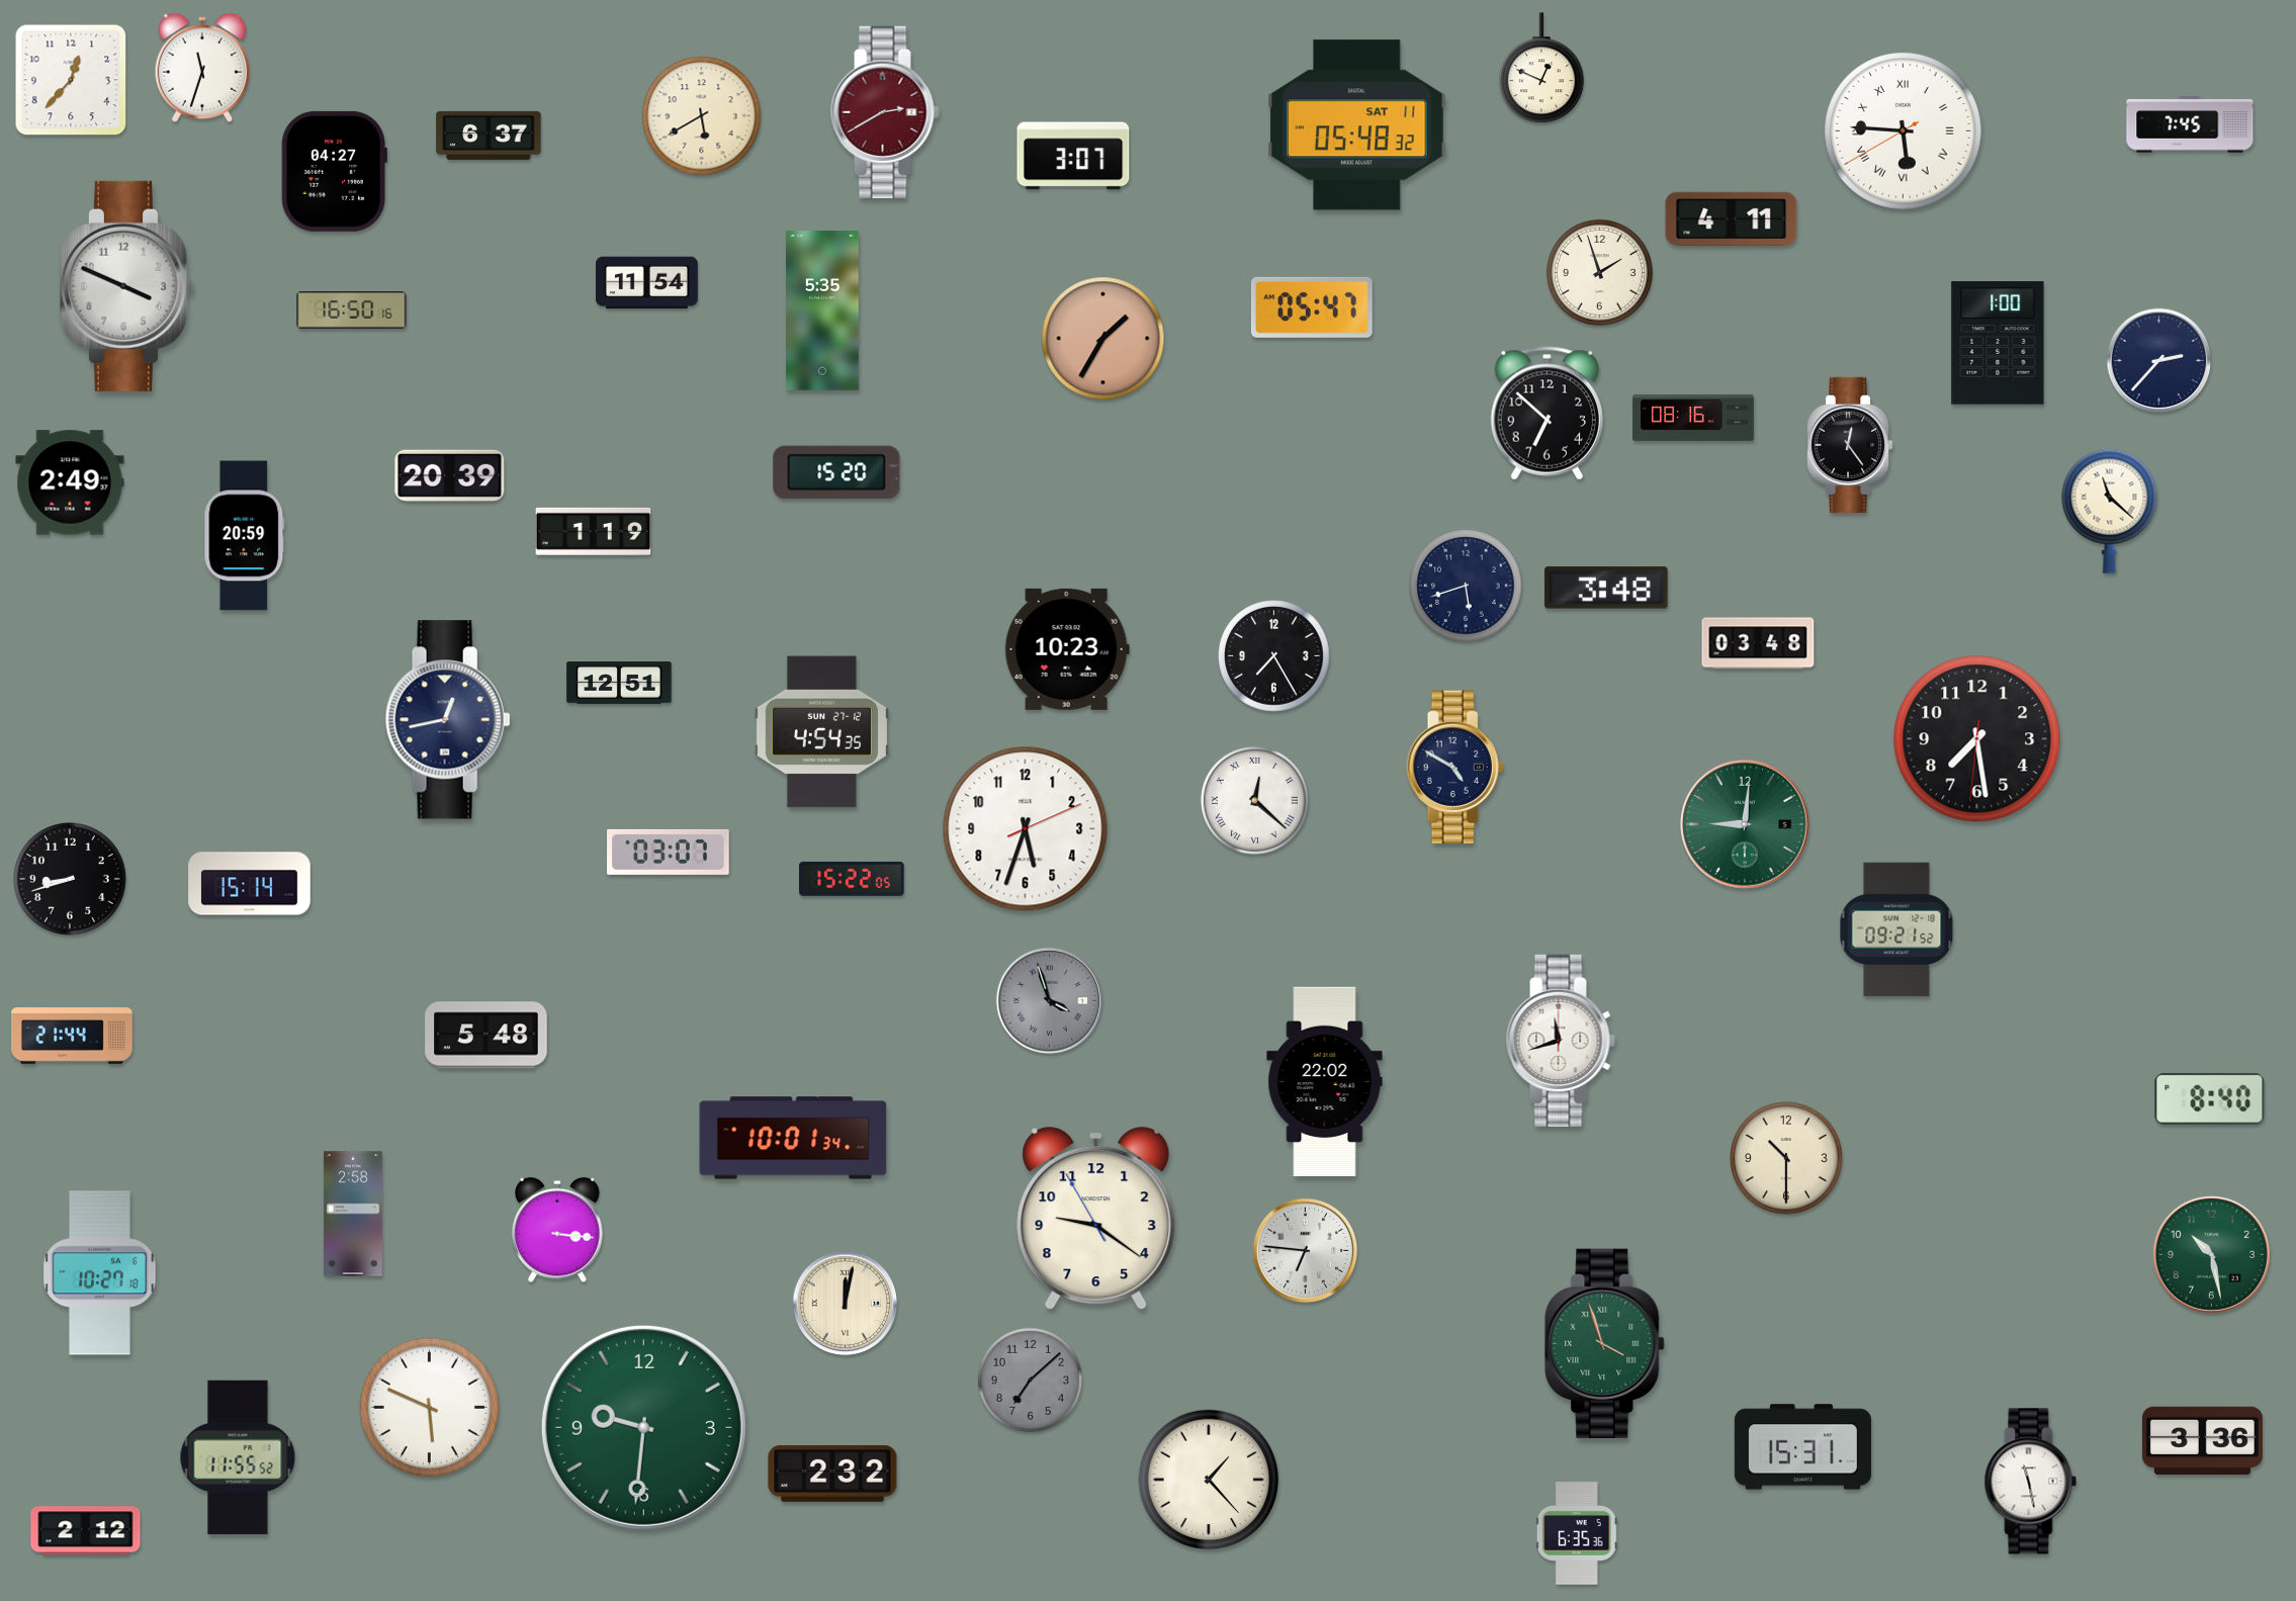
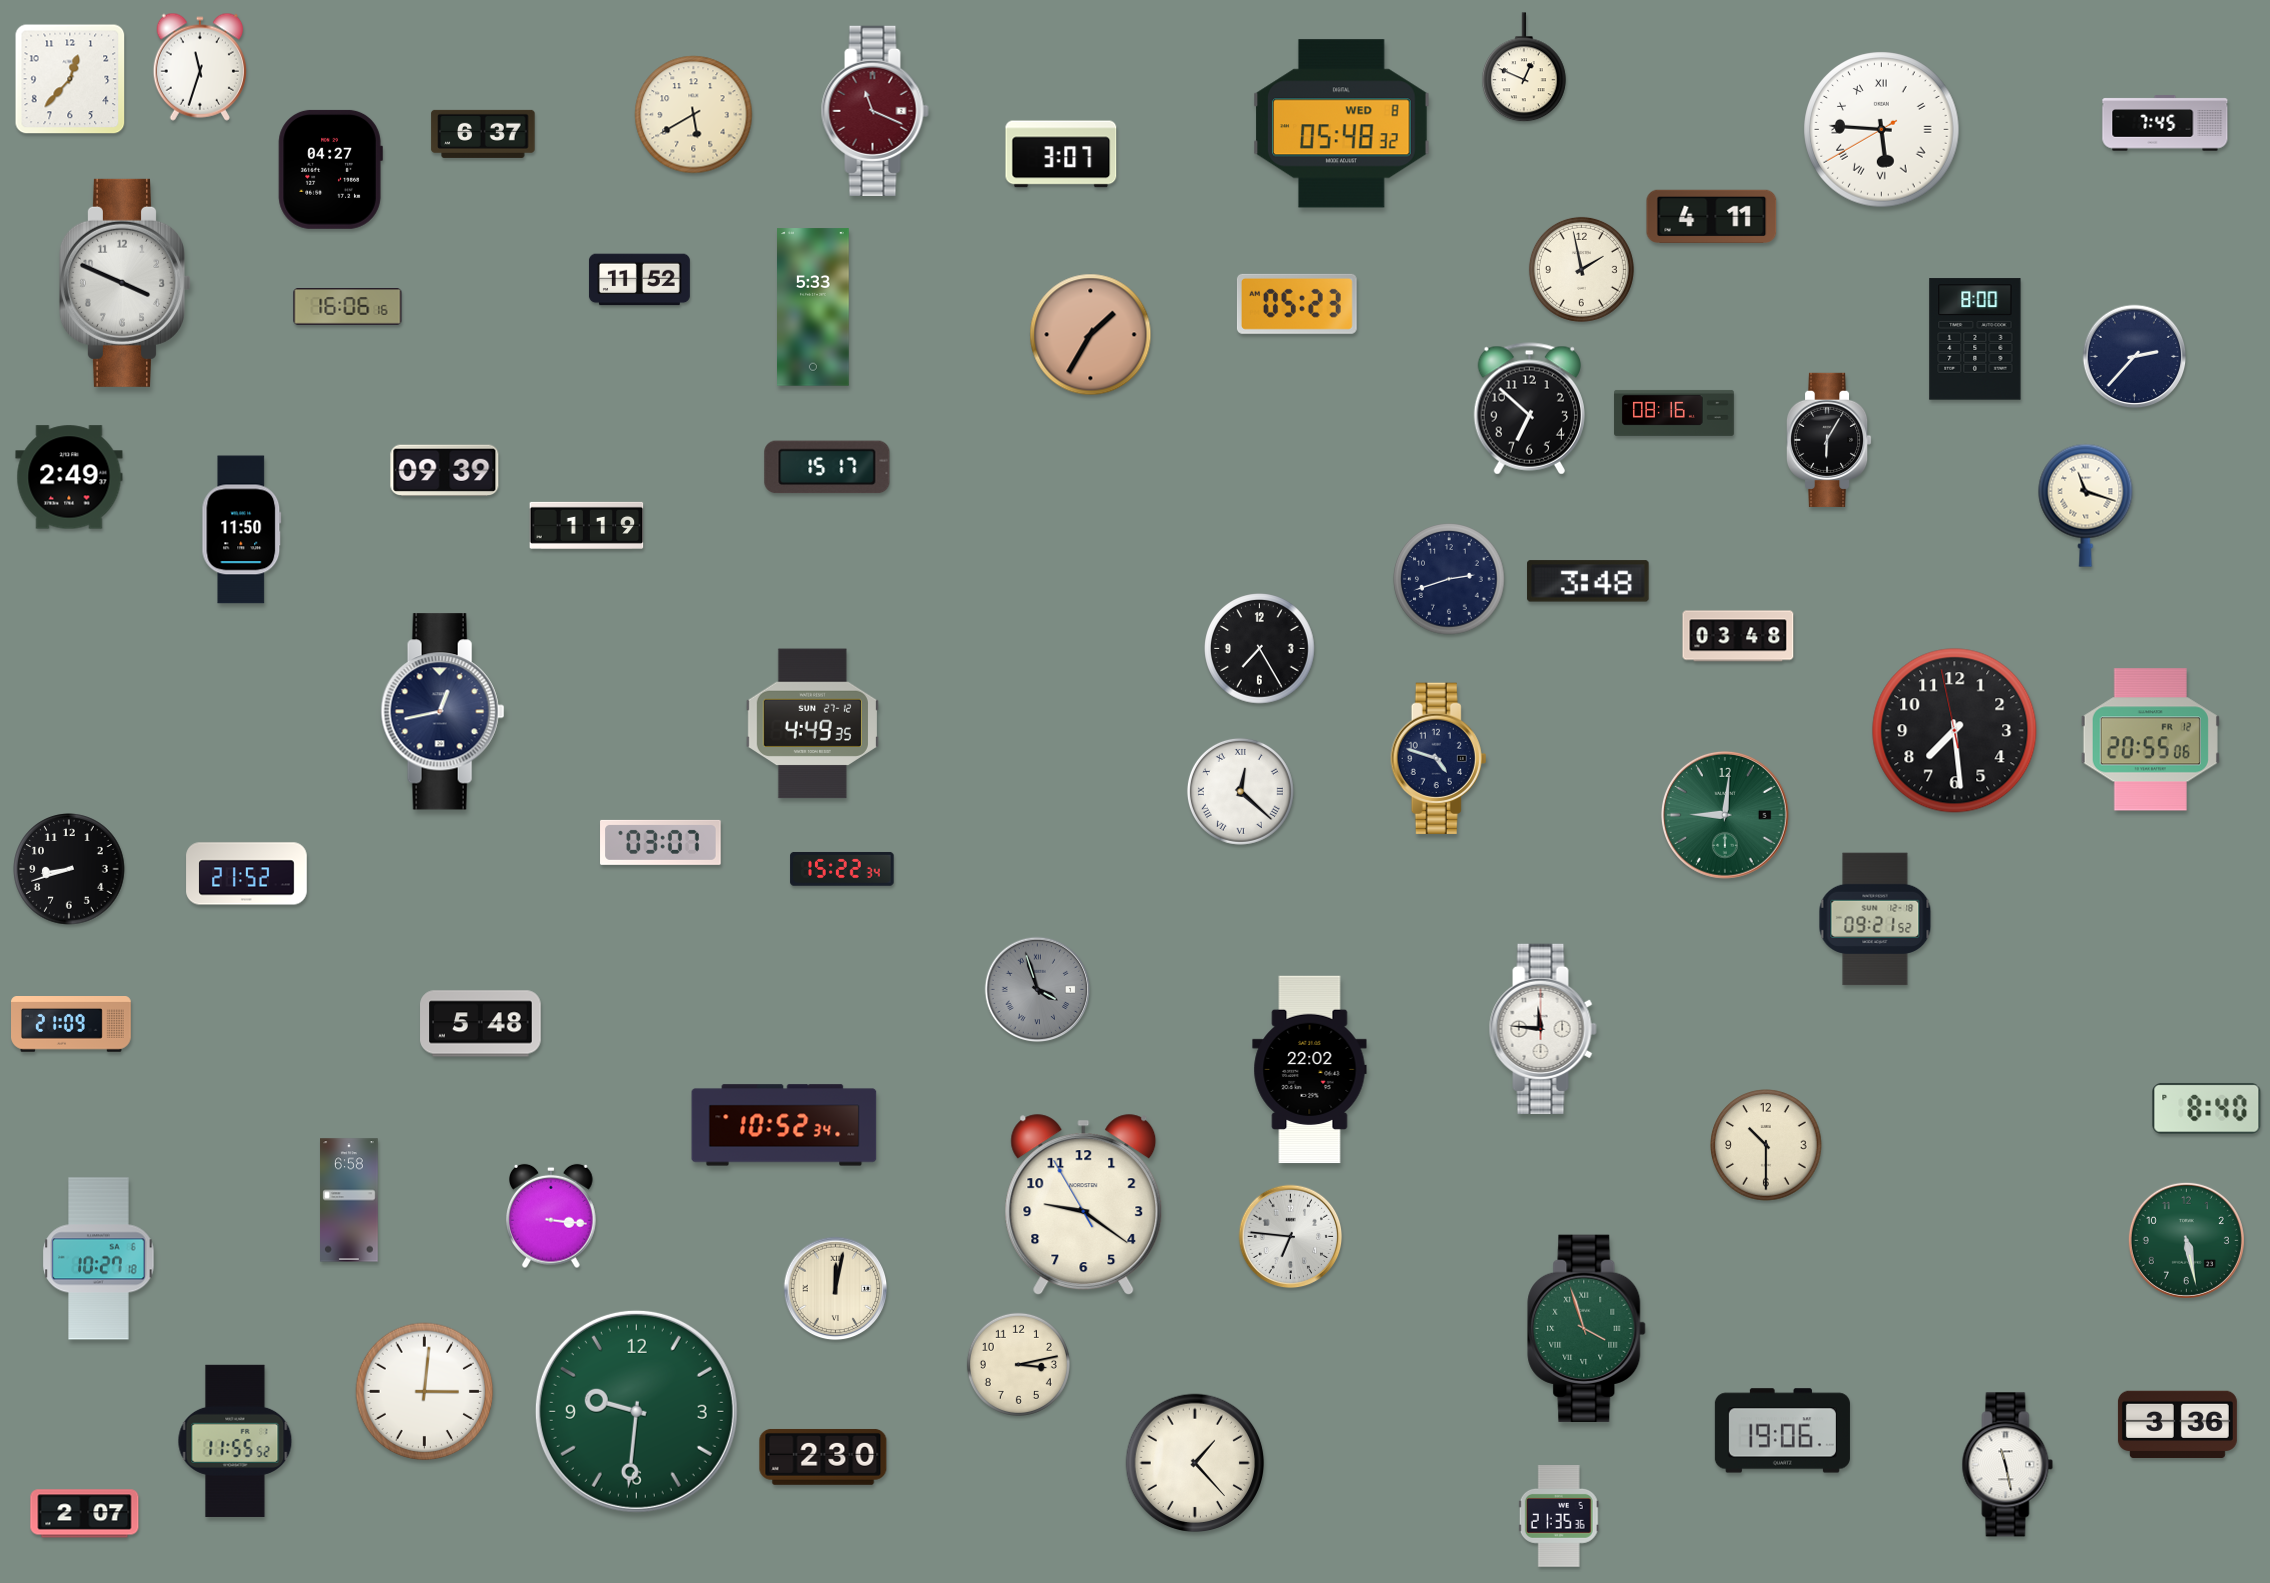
clock at (885, 112): 2:40 -> 11:19
clock at (1357, 125) date: SAT 11 -> WED 8
clock at (1599, 272): 1:57 -> 1:58
clock at (646, 283): 11:54 -> 11:52
clock at (1312, 307): 05:47 -> 05:23
clock at (352, 310): 16:50 -> 16:06
clock at (823, 310): 5:35 -> 5:33
clock at (1998, 343): 1:00 -> 8:00
clock at (1850, 445): 12:24 -> 6:05
clock at (836, 472): 15:20 -> 15:17
clock at (450, 476): 20:39 -> 09:39
clock at (2110, 511): 11:22 -> 11:18
clock at (245, 536): 20:59 -> 11:50
clock at (1466, 586): 5:42 -> 2:42
clock at (1067, 649): 10:23 -> none
clock at (619, 683): 12:51 -> none
clock at (821, 732): 4:54 -> 4:49
clock at (1977, 739): 7:28:31 -> 7:28:58
clock at (2150, 740): none -> 20:55
clock at (1455, 767): 4:50 -> 4:48
clock at (1026, 829): 5:33 -> none
clock at (852, 879): 15:22:05 -> 15:22:34
clock at (250, 884): 15:14 -> 21:52
clock at (73, 1037): 21:44 -> 21:09
clock at (1561, 1041): 11:42 -> 11:46
clock at (2210, 1099) position: (2210, 1099) -> (2207, 1109)
clock at (793, 1138): 10:01 -> 10:52
clock at (353, 1214): 2:58 -> 6:58
clock at (2211, 1254): 10:28 -> 5:28
clock at (1030, 1380): 7:08 -> 3:13
clock at (1030, 1380) dial: grey -> cream
clock at (430, 1408): 5:49 -> 3:01
clock at (1802, 1447): 15:31 -> 19:06
clock at (832, 1474): 2:32 -> 2:30
clock at (86, 1531): 2:12 -> 2:07
clock at (1577, 1534): 6:35 -> 21:35
